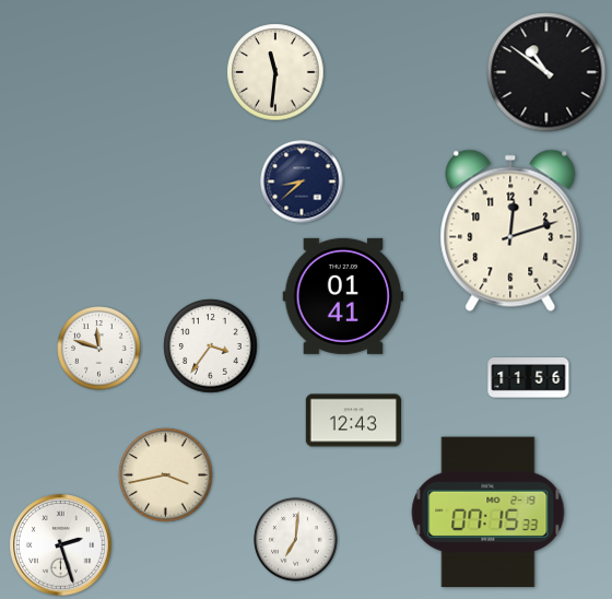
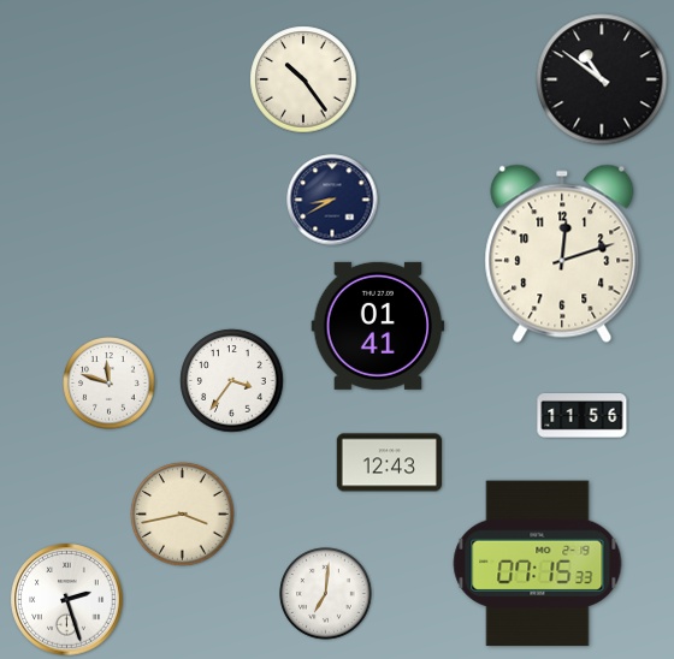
clock at (275, 72): 11:31 -> 10:24
clock at (302, 181): 8:38 -> 8:40
clock at (166, 475) position: (166, 475) -> (183, 515)
